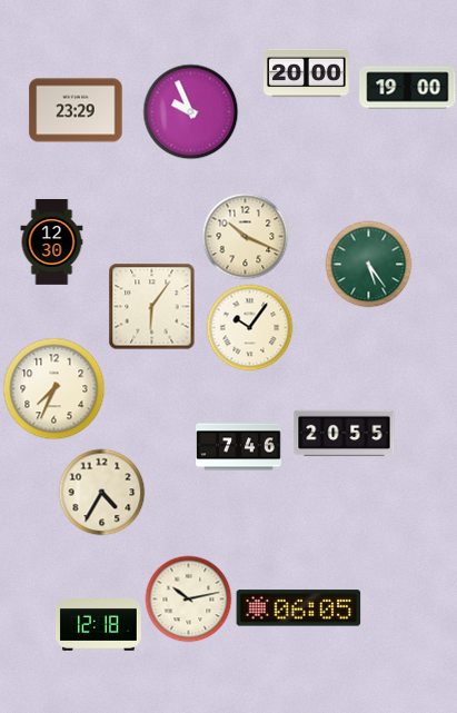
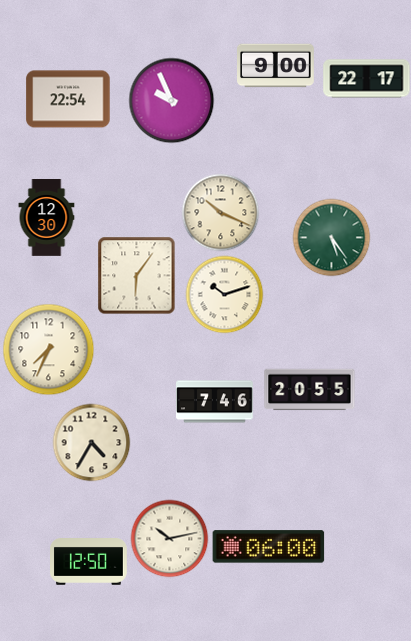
clock at (307, 73): 20:00 -> 9:00
clock at (408, 88): 19:00 -> 22:17
clock at (76, 110): 23:29 -> 22:54
clock at (249, 327): 10:06 -> 10:12
clock at (299, 608): 06:05 -> 06:00
clock at (99, 625): 12:18 -> 12:50
